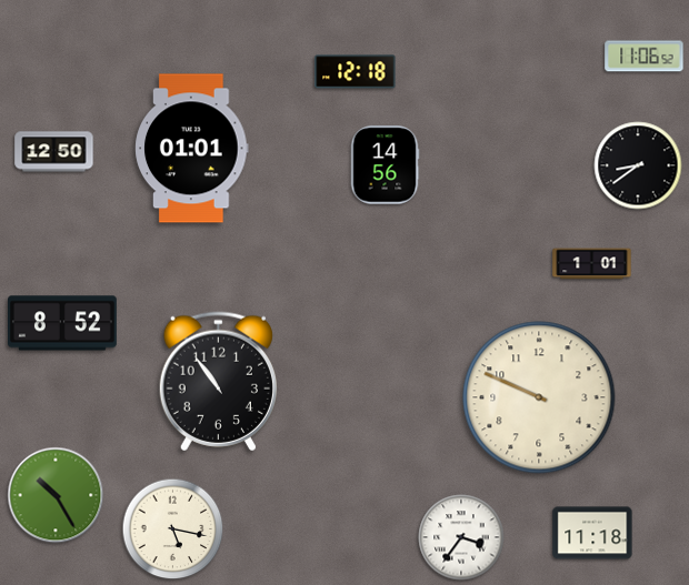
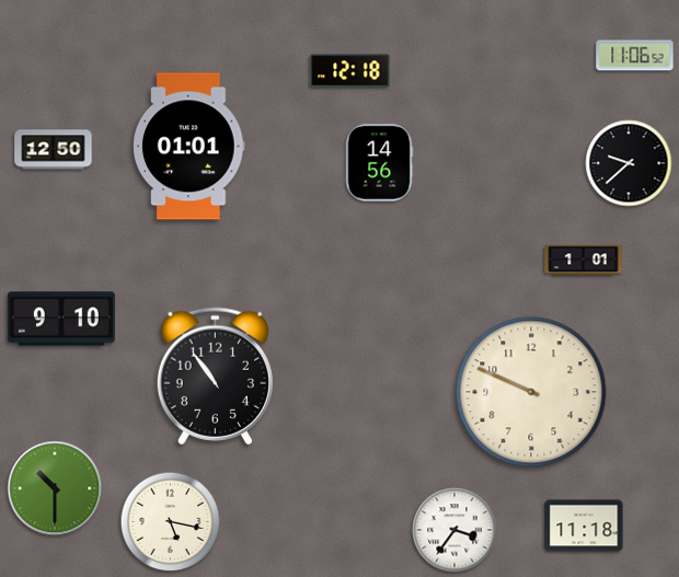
clock at (638, 165): 8:39 -> 9:38
clock at (63, 323): 8:52 -> 9:10
clock at (56, 495): 10:25 -> 10:30
